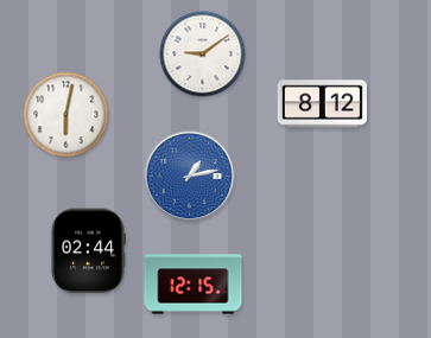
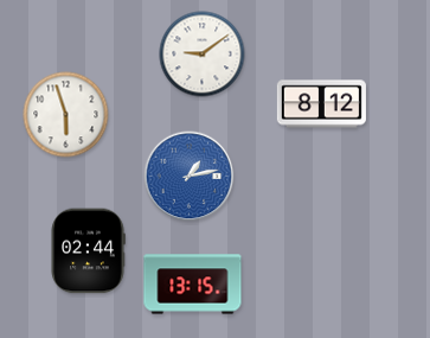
clock at (66, 115): 6:02 -> 5:57
clock at (194, 285): 12:15 -> 13:15
